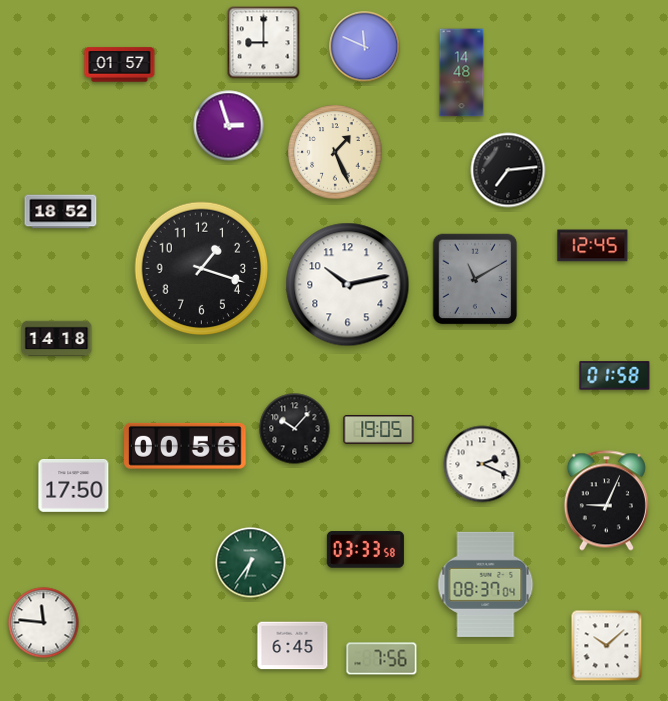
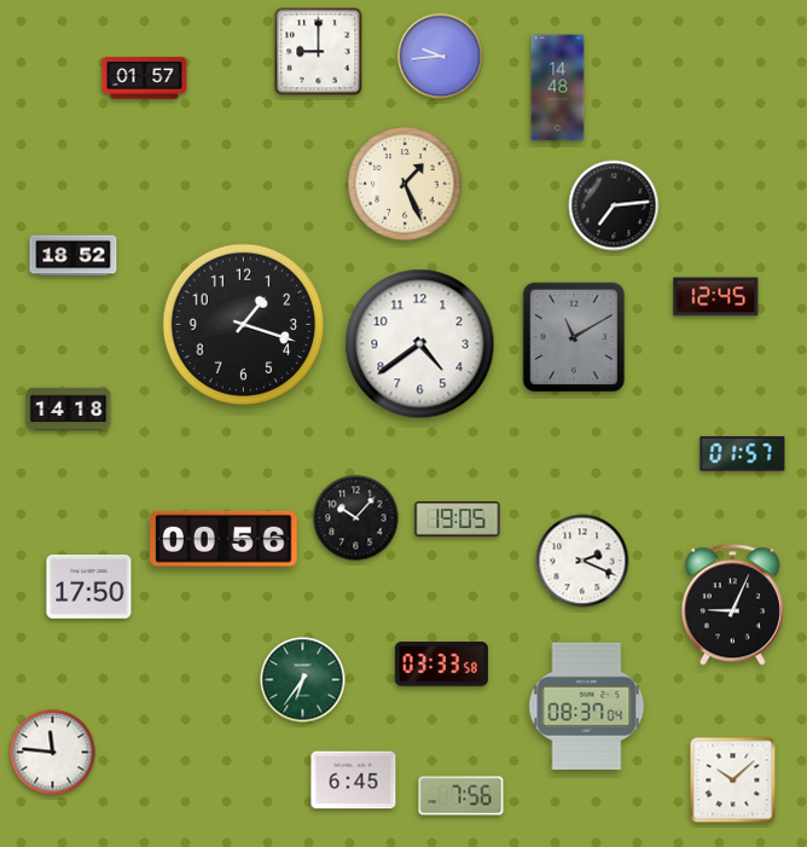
clock at (365, 47): 11:49 -> 9:44
clock at (229, 126): 2:57 -> none
clock at (348, 285): 10:13 -> 4:39
clock at (615, 376): 01:58 -> 01:57
